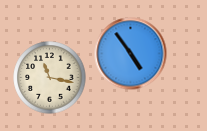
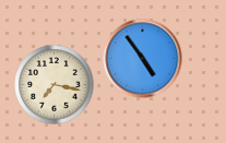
clock at (50, 78): 11:17 -> 7:17
